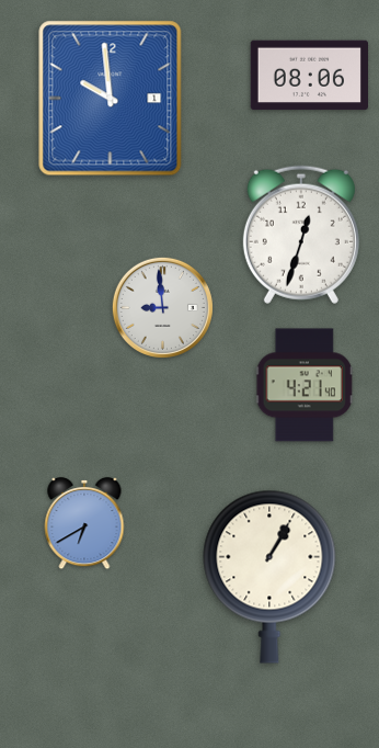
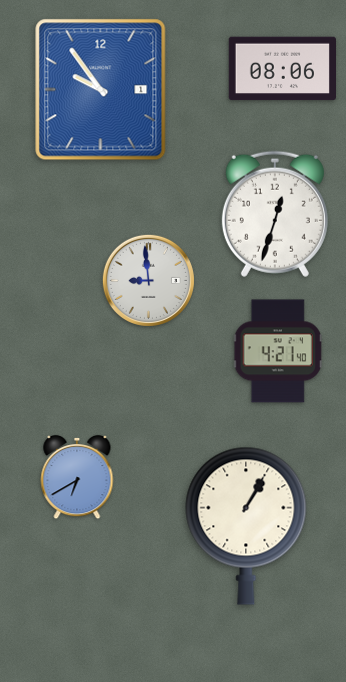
clock at (111, 99): 9:59 -> 9:54
